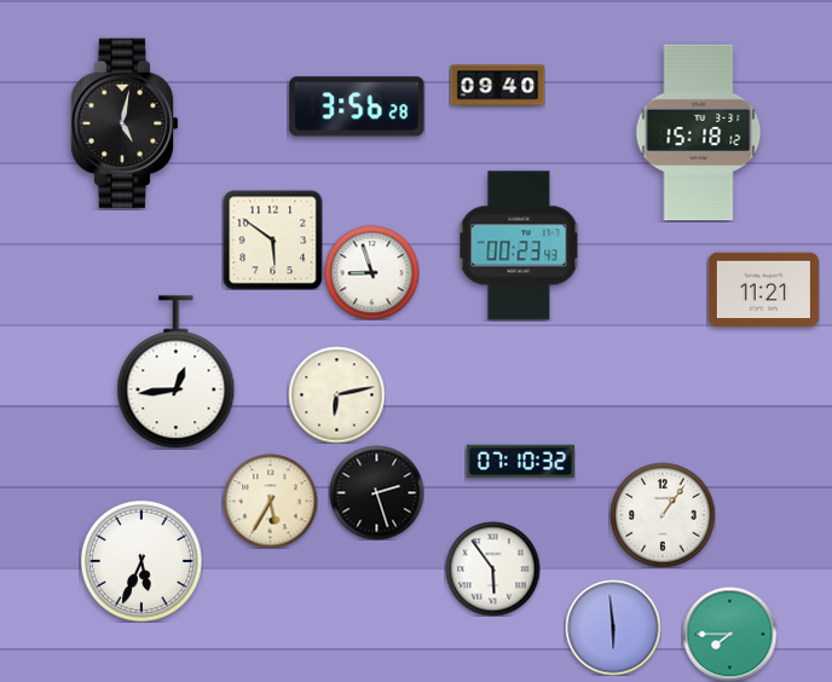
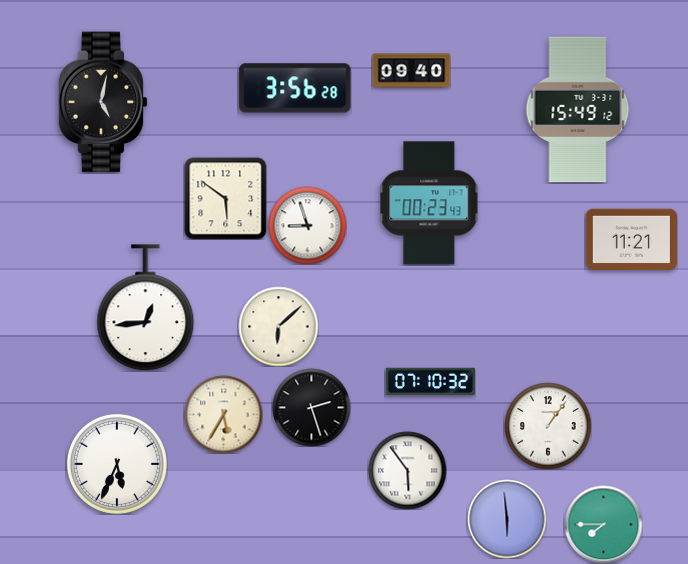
clock at (699, 133): 15:18 -> 15:49
clock at (336, 394): 6:13 -> 6:08
